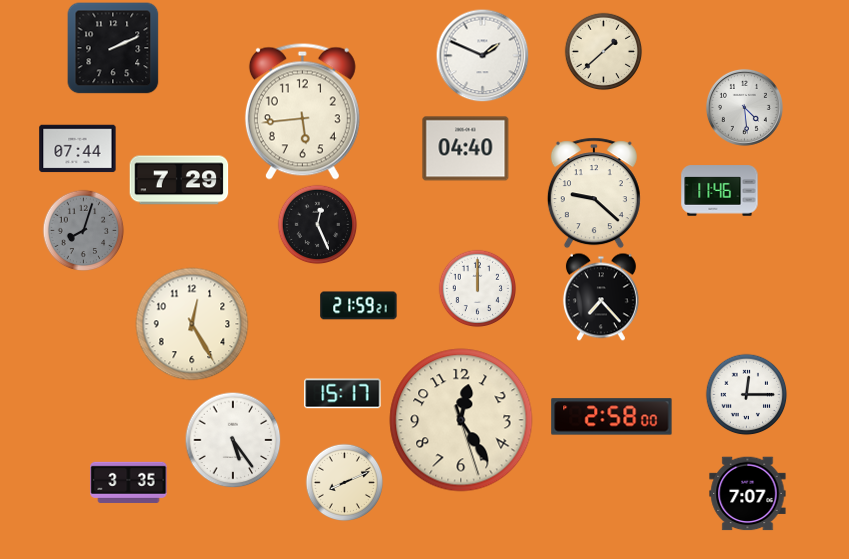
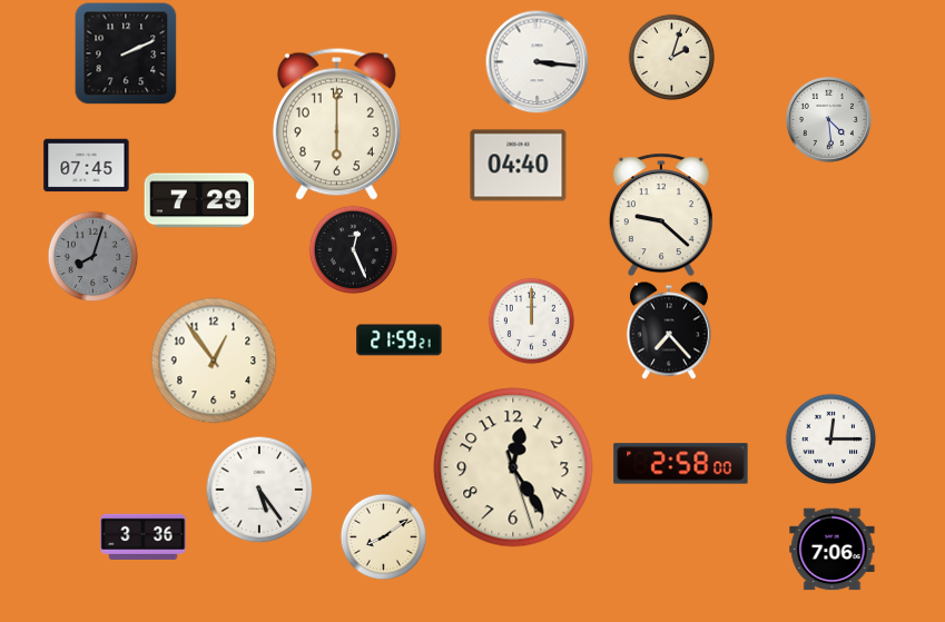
clock at (603, 51): 1:38 -> 2:03
clock at (482, 55): 1:49 -> 3:16
clock at (302, 111): 5:44 -> 6:00
clock at (78, 149): 07:44 -> 07:45
clock at (720, 191): 11:46 -> none
clock at (192, 324): 12:25 -> 12:54
clock at (343, 394): 15:17 -> none
clock at (129, 482): 3:35 -> 3:36
clock at (344, 482): 8:11 -> 8:09
clock at (748, 494): 7:07 -> 7:06
